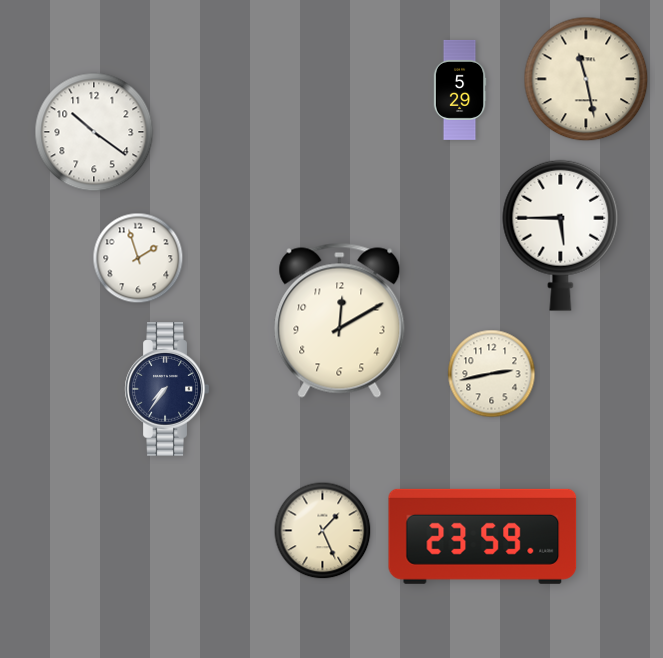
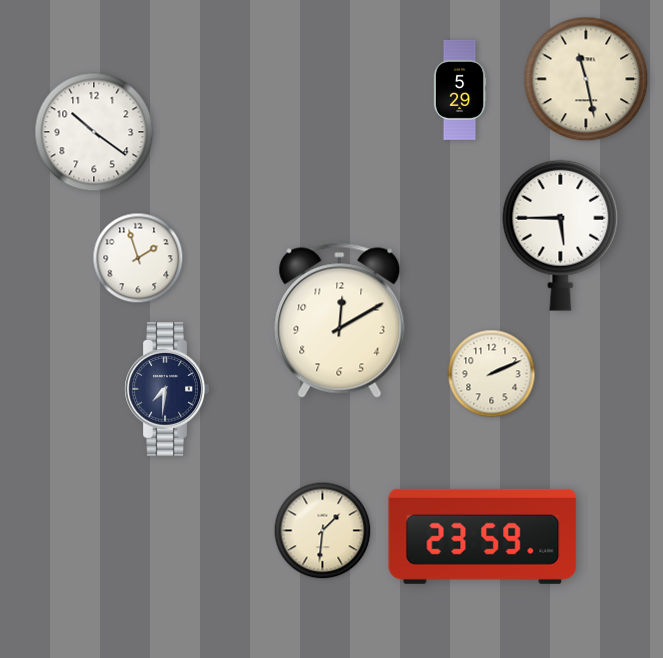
clock at (492, 374): 2:43 -> 2:11
clock at (167, 389): 7:36 -> 7:31
clock at (323, 531): 1:26 -> 1:31
